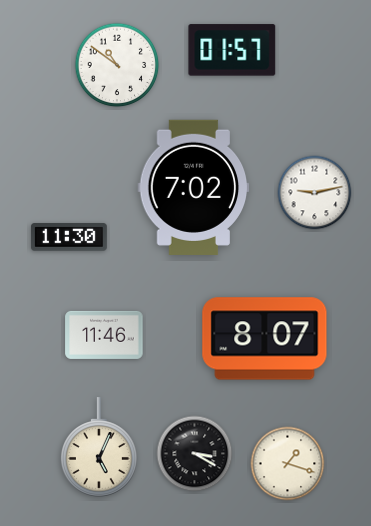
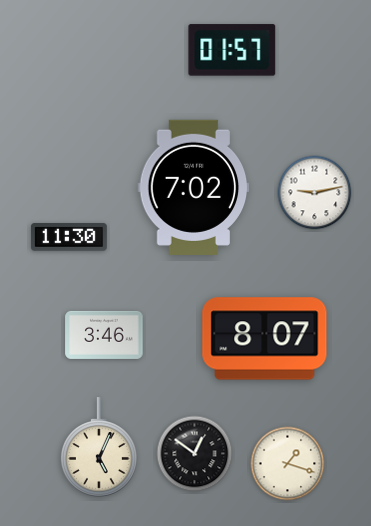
clock at (117, 65): 10:51 -> none
clock at (104, 335): 11:46 -> 3:46
clock at (195, 454): 3:20 -> 12:51
